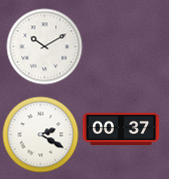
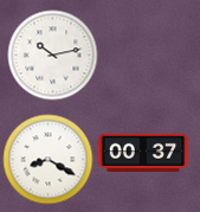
clock at (45, 47): 10:10 -> 10:13
clock at (41, 135): 2:20 -> 8:20
